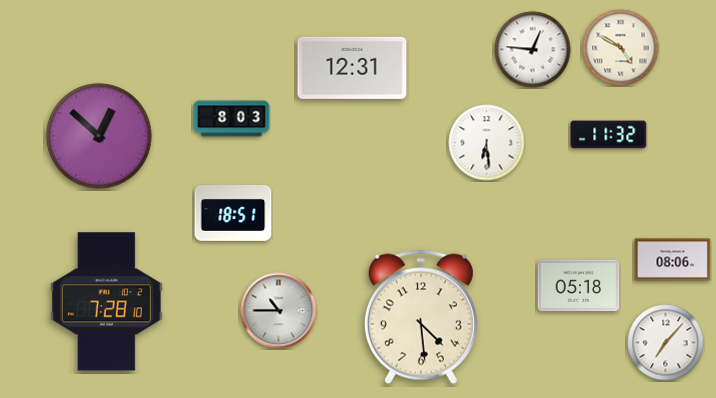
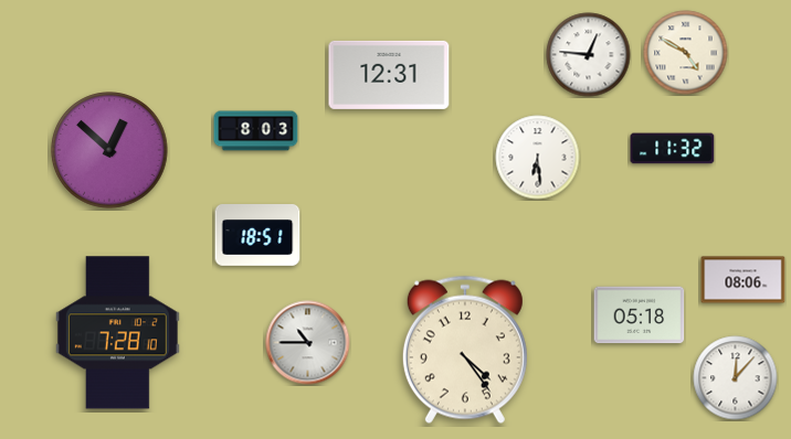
clock at (673, 260) position: (673, 260) -> (743, 280)
clock at (421, 317): 4:29 -> 4:24
clock at (666, 343): 7:07 -> 12:07
